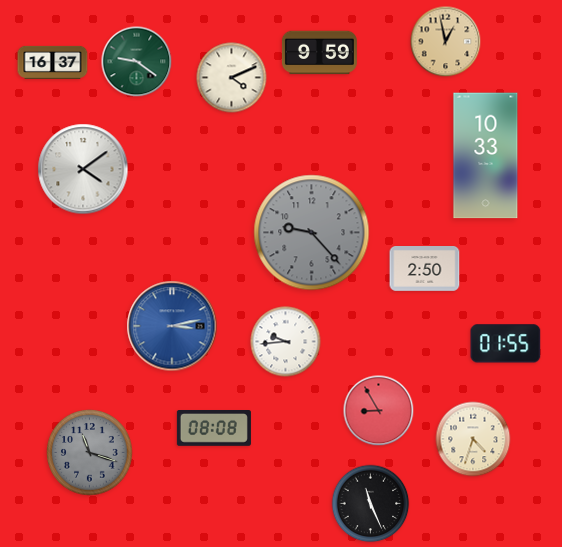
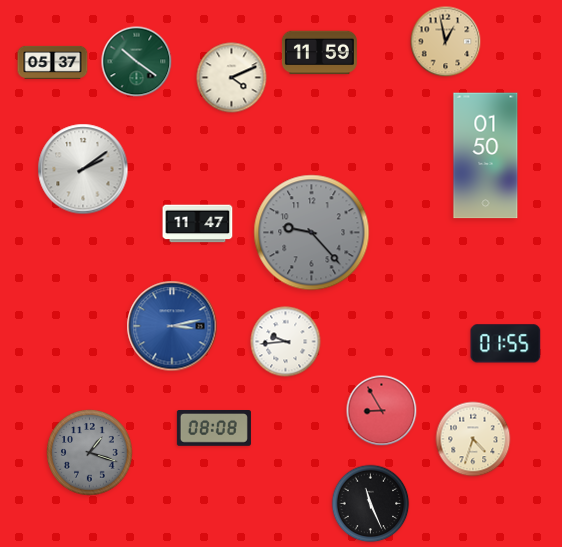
clock at (319, 53): 9:59 -> 11:59
clock at (53, 62): 16:37 -> 05:37
clock at (137, 62): 9:21 -> 10:21
clock at (486, 156): 10:33 -> 01:50
clock at (83, 169): 4:09 -> 2:09
clock at (198, 224): none -> 11:47
clock at (425, 269): 2:50 -> none
clock at (379, 411) position: (379, 411) -> (382, 411)
clock at (90, 453): 11:18 -> 1:18
